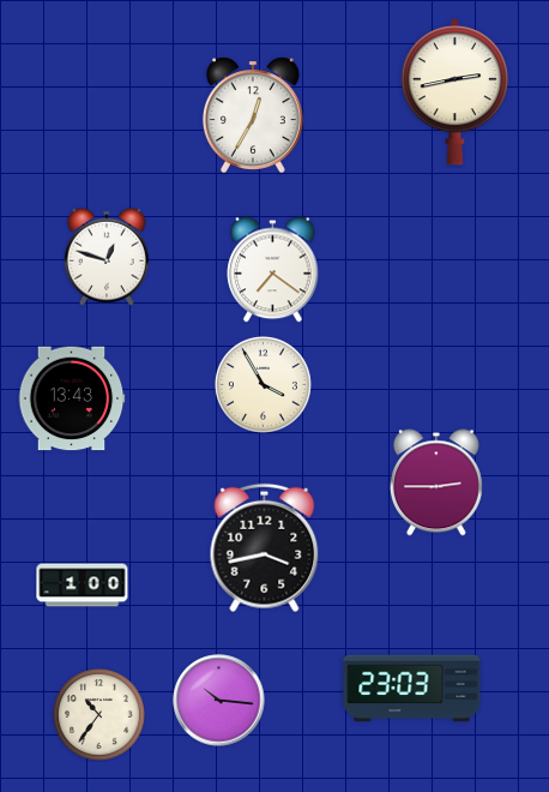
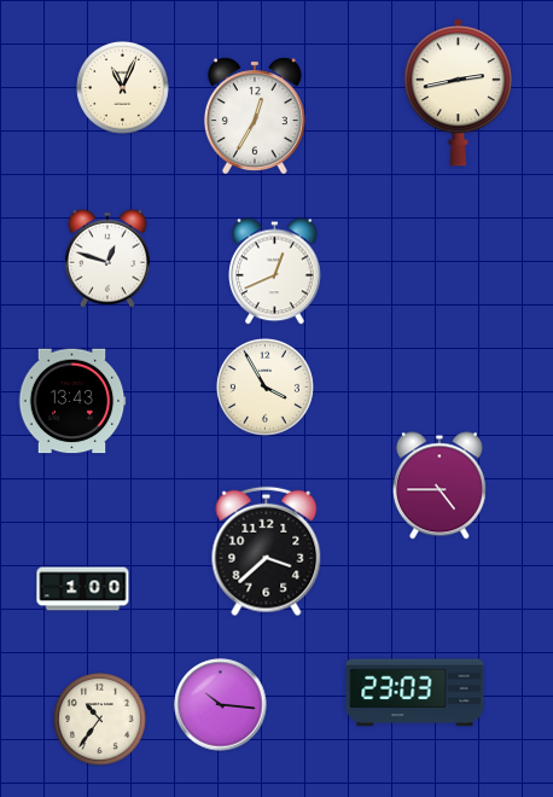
clock at (123, 88): none -> 11:04
clock at (273, 270): 7:21 -> 12:41
clock at (436, 482): 2:45 -> 4:45
clock at (265, 548): 3:43 -> 3:38
